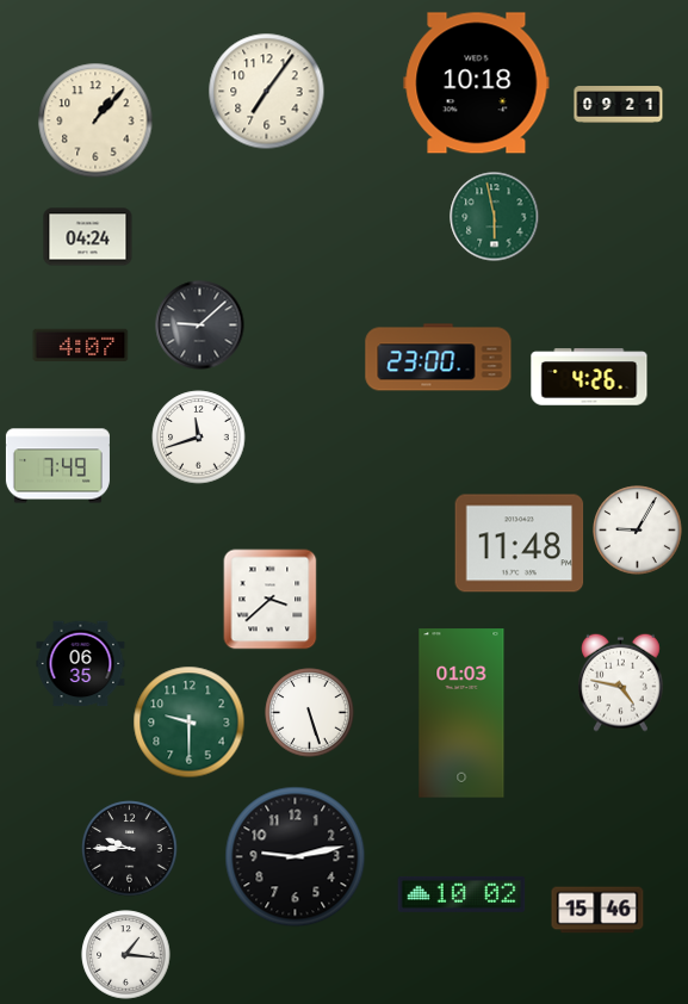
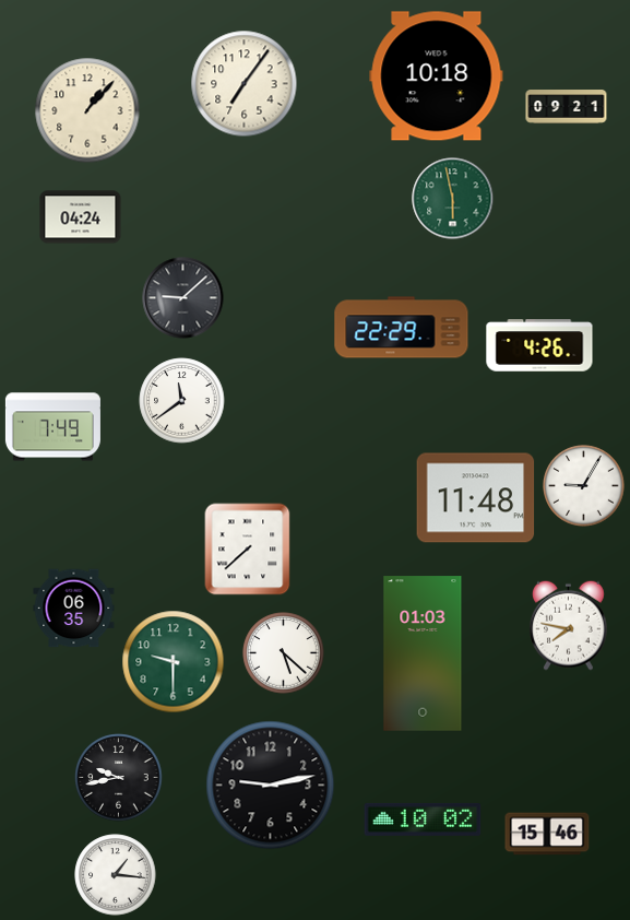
clock at (619, 105) position: (619, 105) -> (567, 107)
clock at (81, 345): 4:07 -> none
clock at (439, 358): 23:00 -> 22:29
clock at (199, 438): 11:42 -> 11:39
clock at (271, 600): 3:38 -> 7:38
clock at (621, 682): 4:47 -> 7:47
clock at (310, 713): 5:27 -> 5:22
clock at (130, 849): 9:45 -> 9:43
